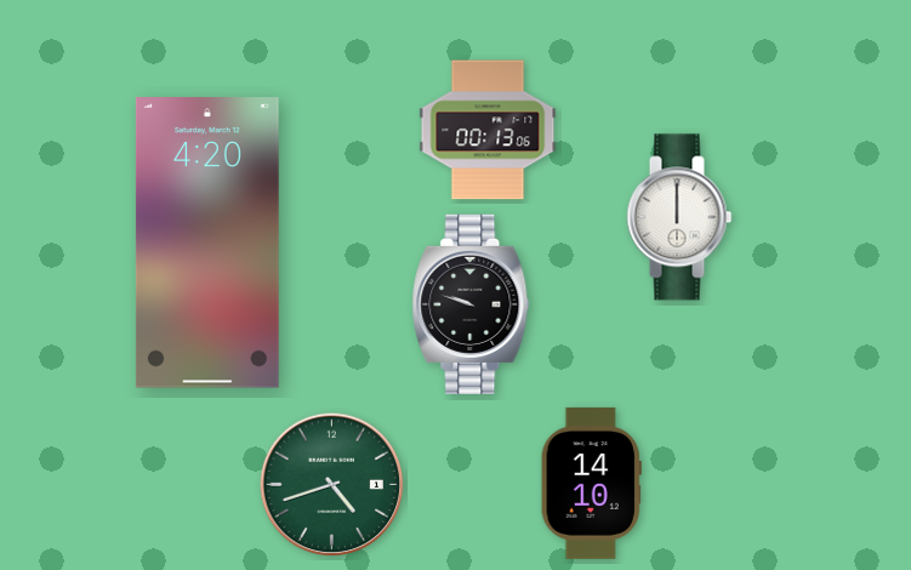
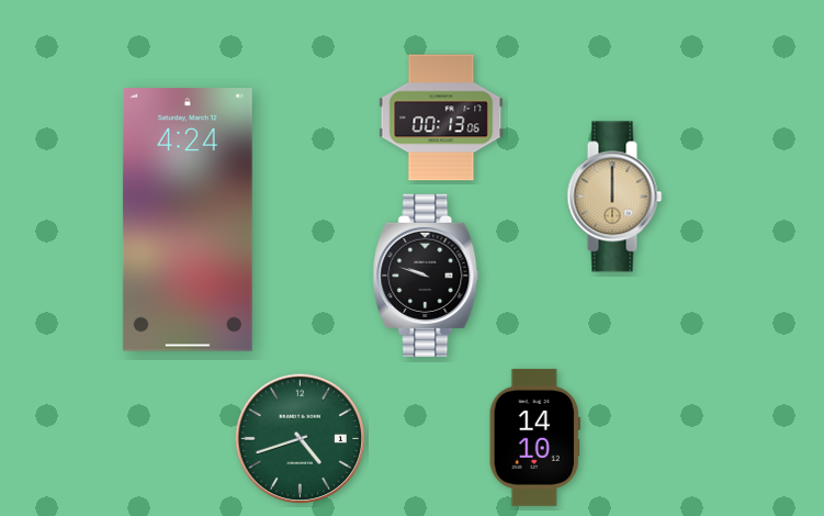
clock at (679, 217) dial: white -> champagne
clock at (207, 243): 4:20 -> 4:24
